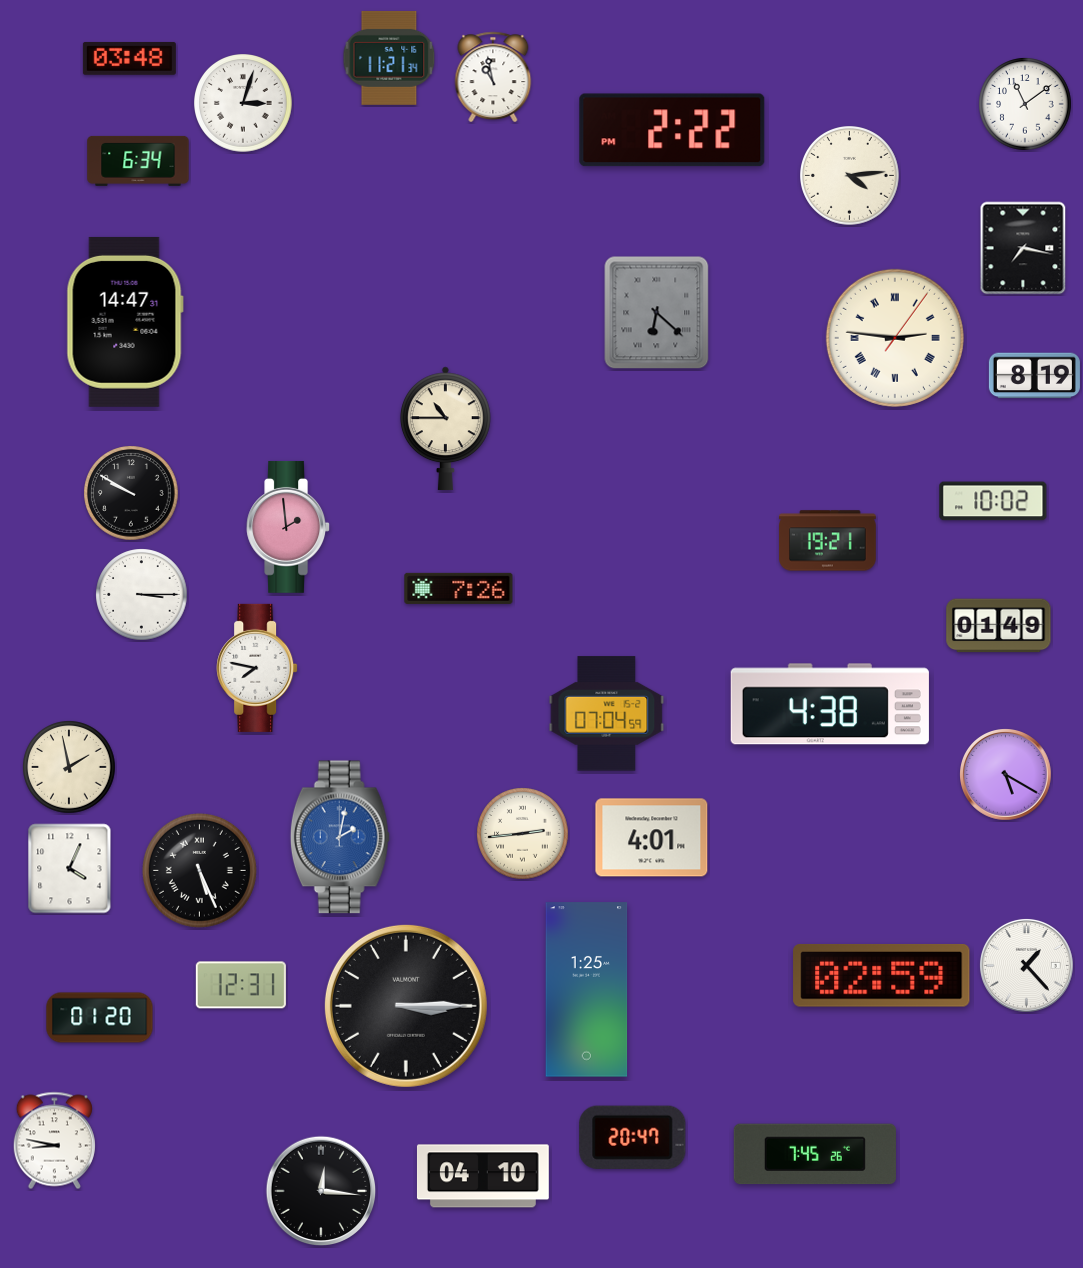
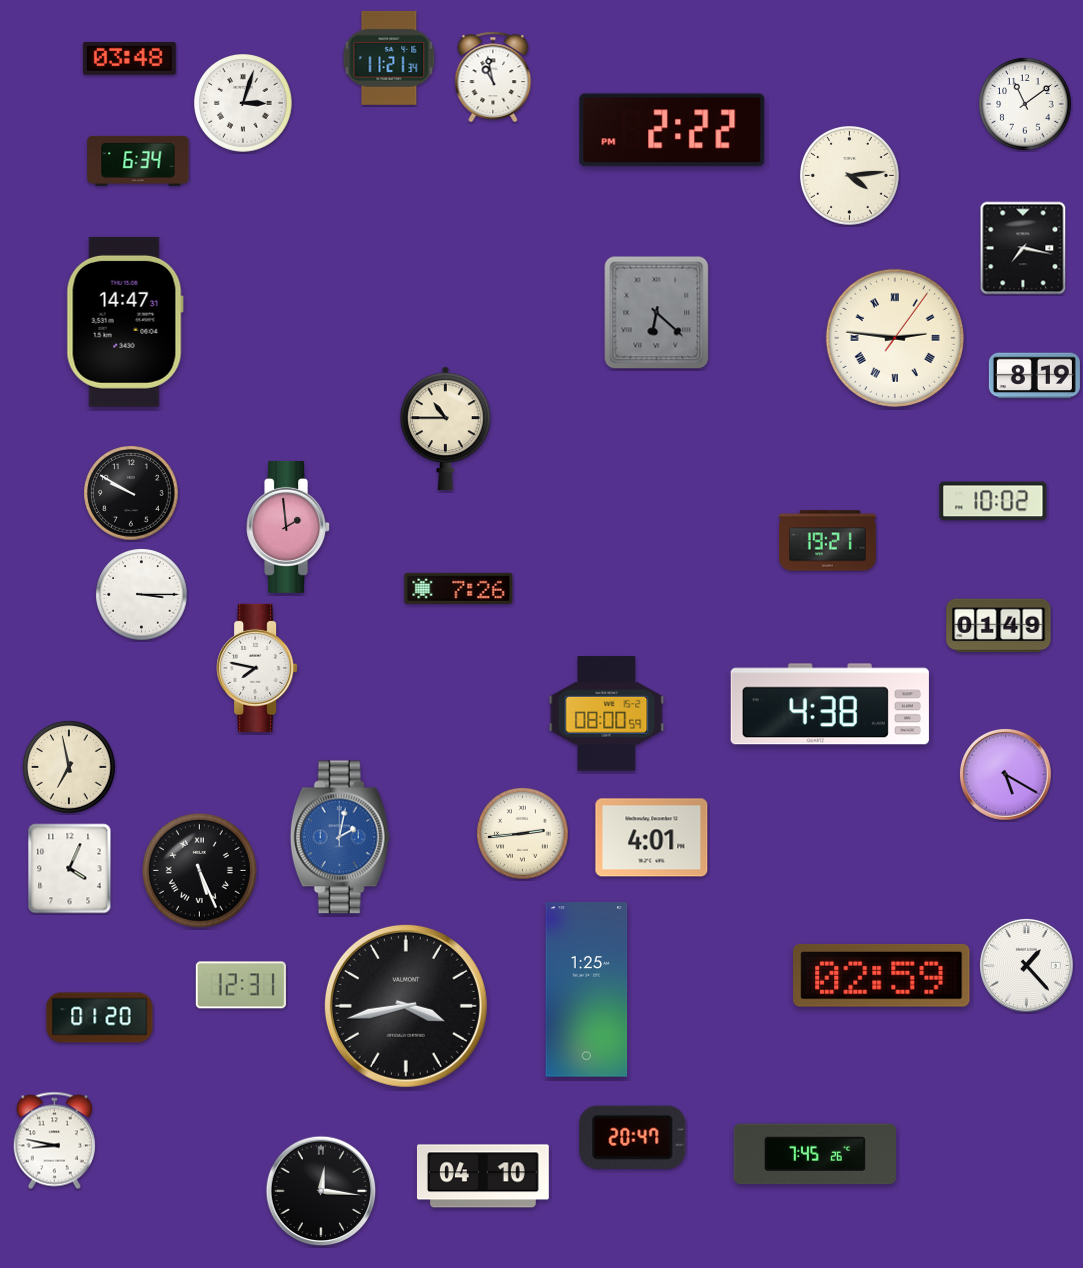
clock at (607, 714): 07:04 -> 08:00
clock at (69, 767): 1:58 -> 6:58
clock at (406, 1006): 3:15 -> 3:43
